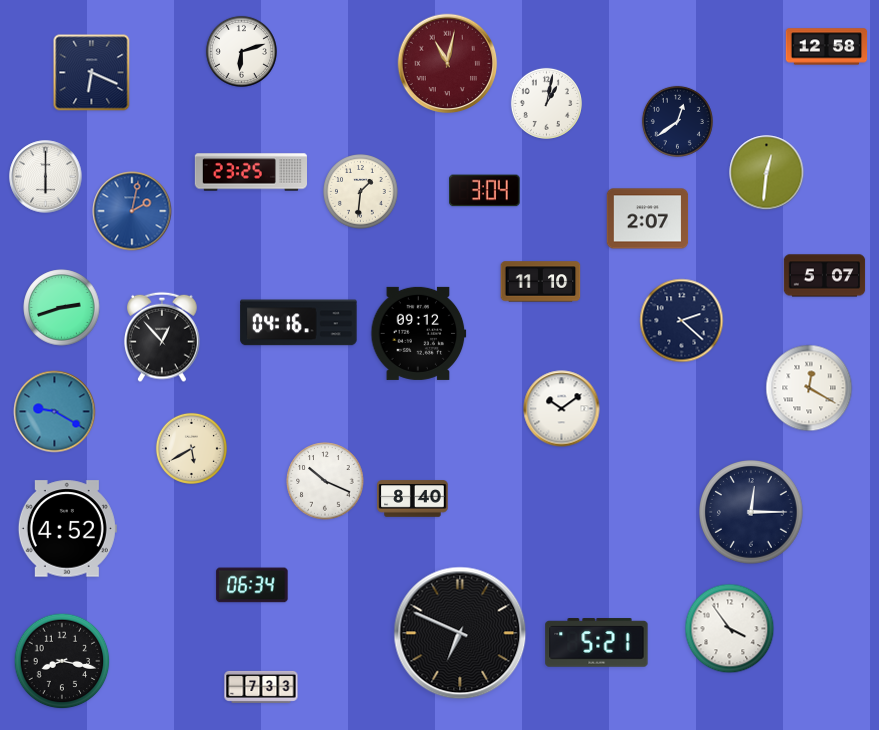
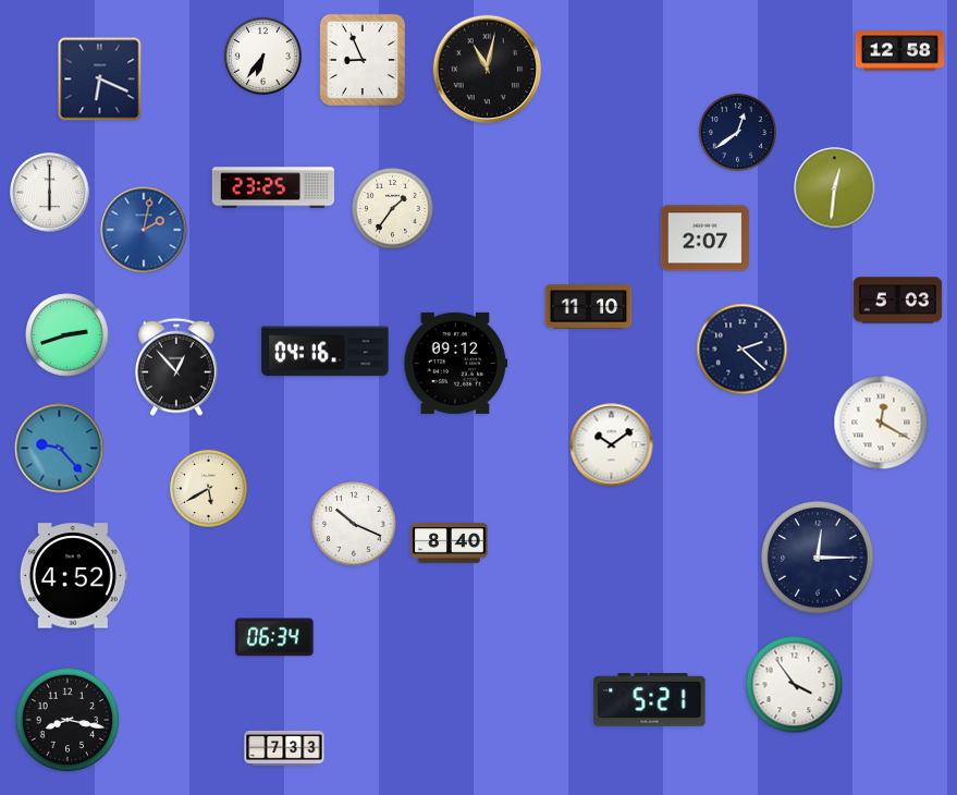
clock at (241, 51): 6:12 -> 6:36
clock at (361, 60): none -> 8:56
clock at (448, 64) dial: burgundy -> black
clock at (546, 103): 1:02 -> none
clock at (485, 191): 3:04 -> none
clock at (361, 192): 1:31 -> 1:36
clock at (825, 276): 5:07 -> 5:03
clock at (55, 412): 9:20 -> 9:23
clock at (460, 633): 6:49 -> none
